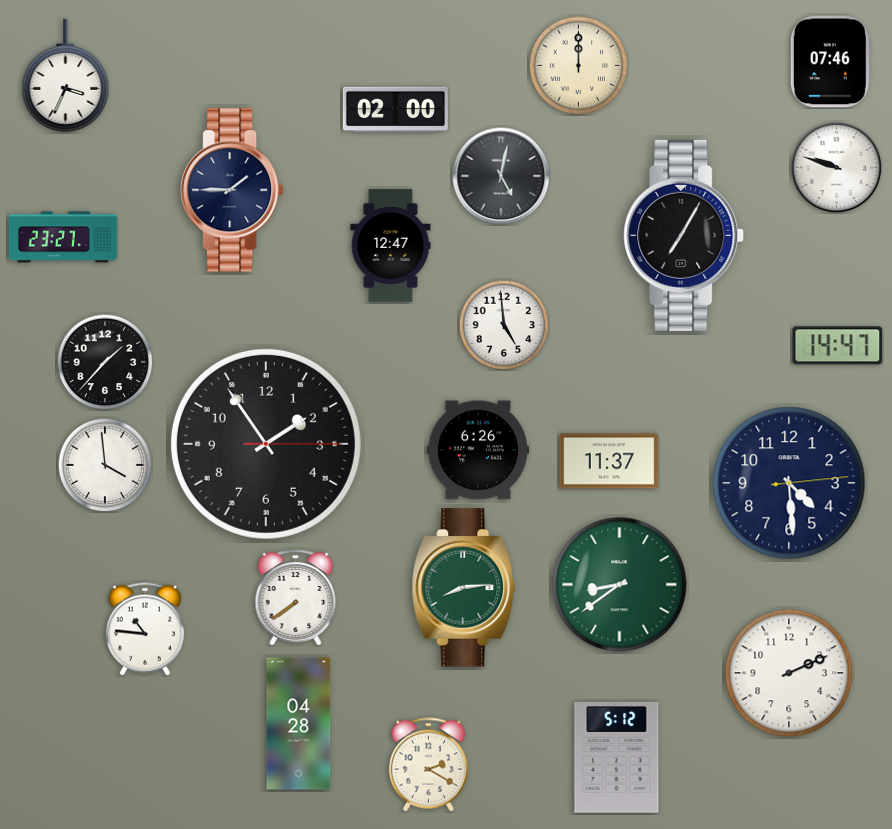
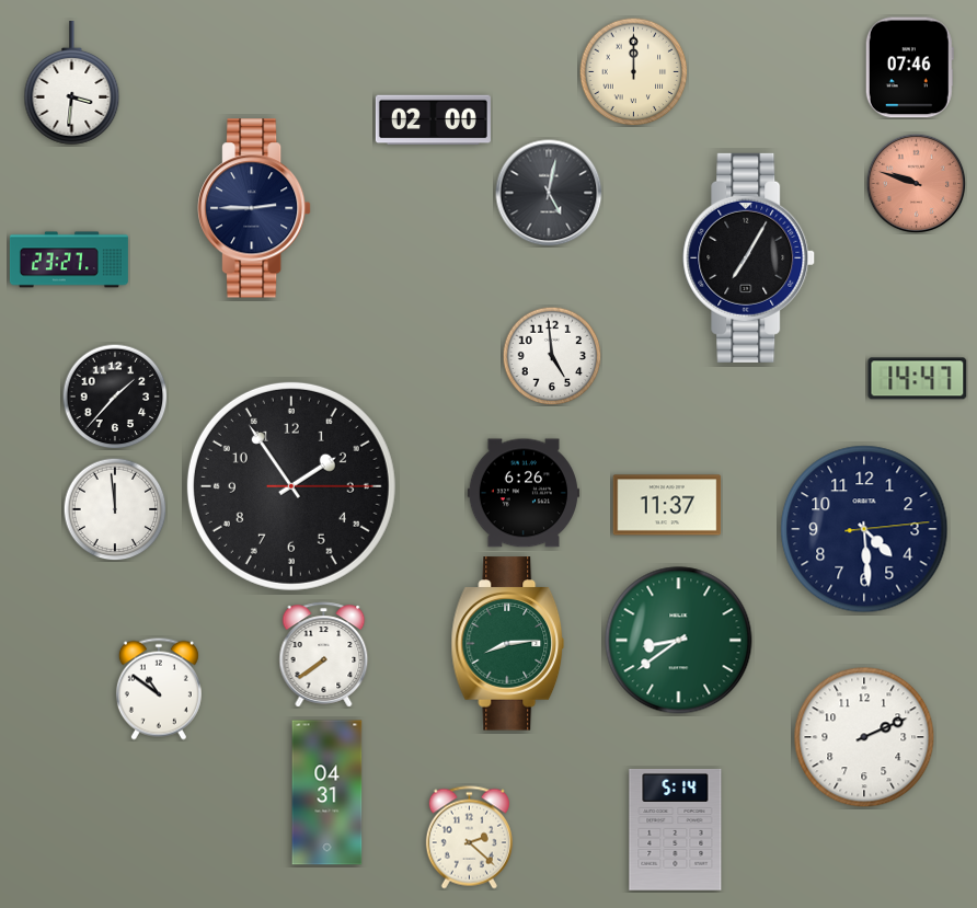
clock at (66, 76): 3:34 -> 3:31
clock at (836, 167) dial: white -> salmon
clock at (232, 190): 1:45 -> 2:45
clock at (391, 246): 12:47 -> none
clock at (105, 465): 3:59 -> 11:59
clock at (145, 629): 10:46 -> 10:51
clock at (299, 724): 04:28 -> 04:31
clock at (617, 757): 5:12 -> 5:14
clock at (428, 765): 2:20 -> 2:22
